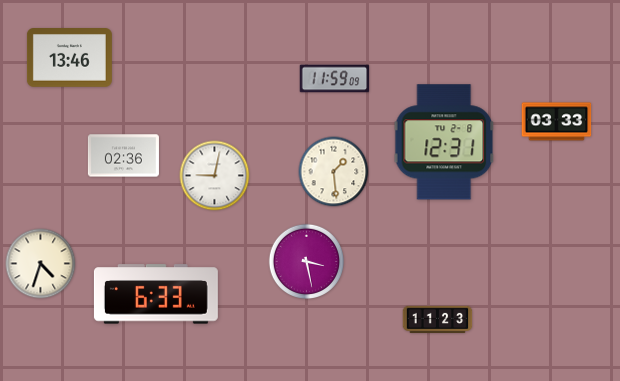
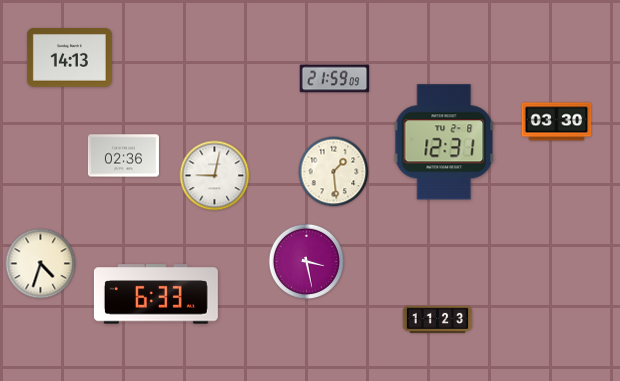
clock at (69, 58): 13:46 -> 14:13
clock at (335, 79): 11:59 -> 21:59
clock at (557, 122): 03:33 -> 03:30
